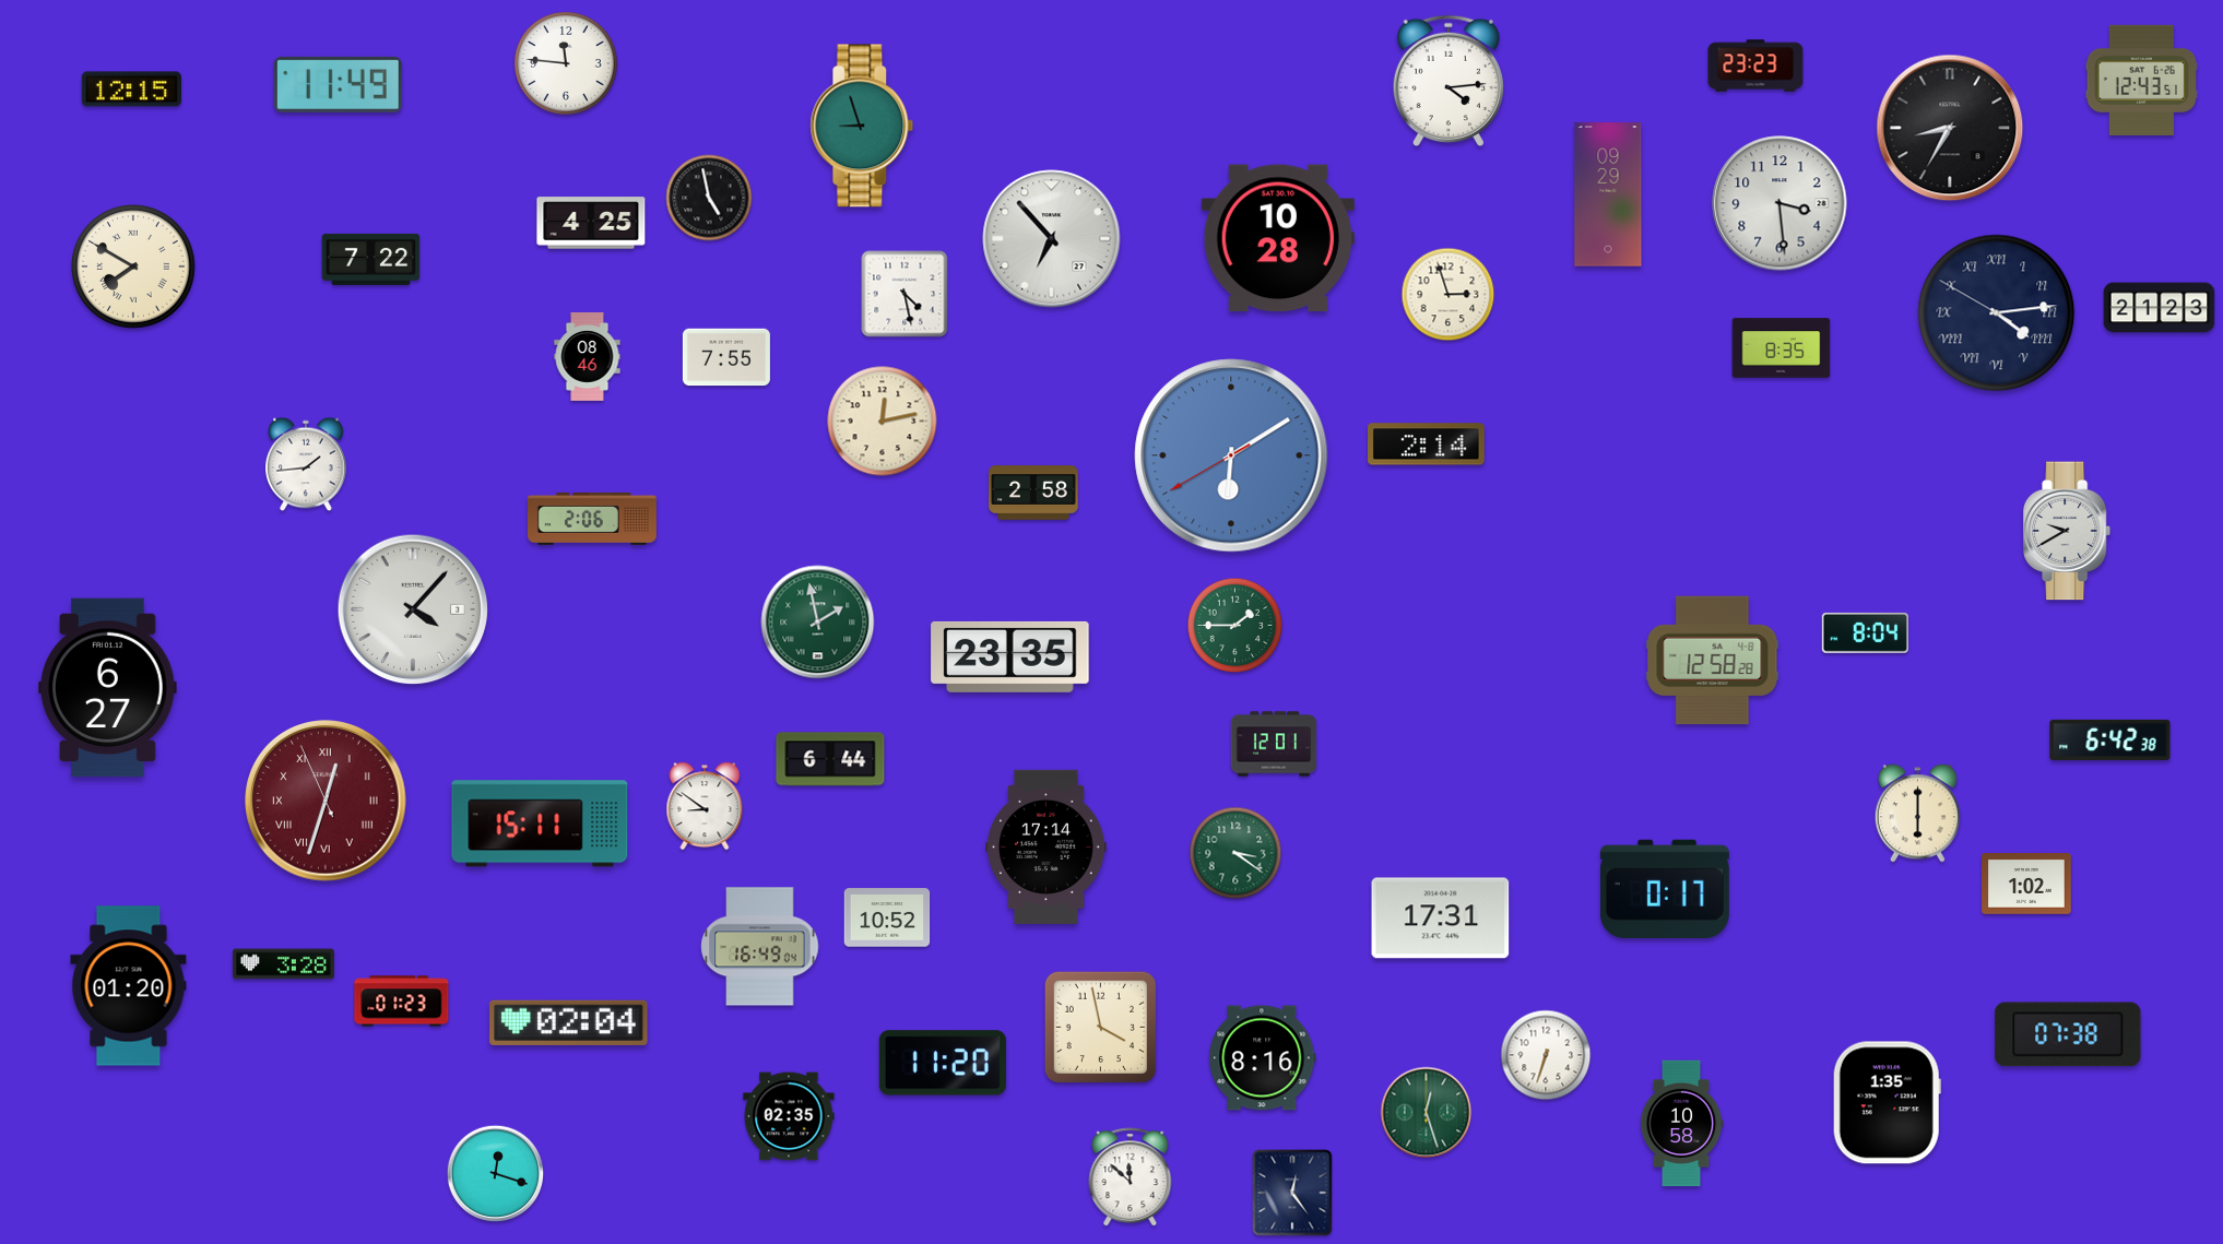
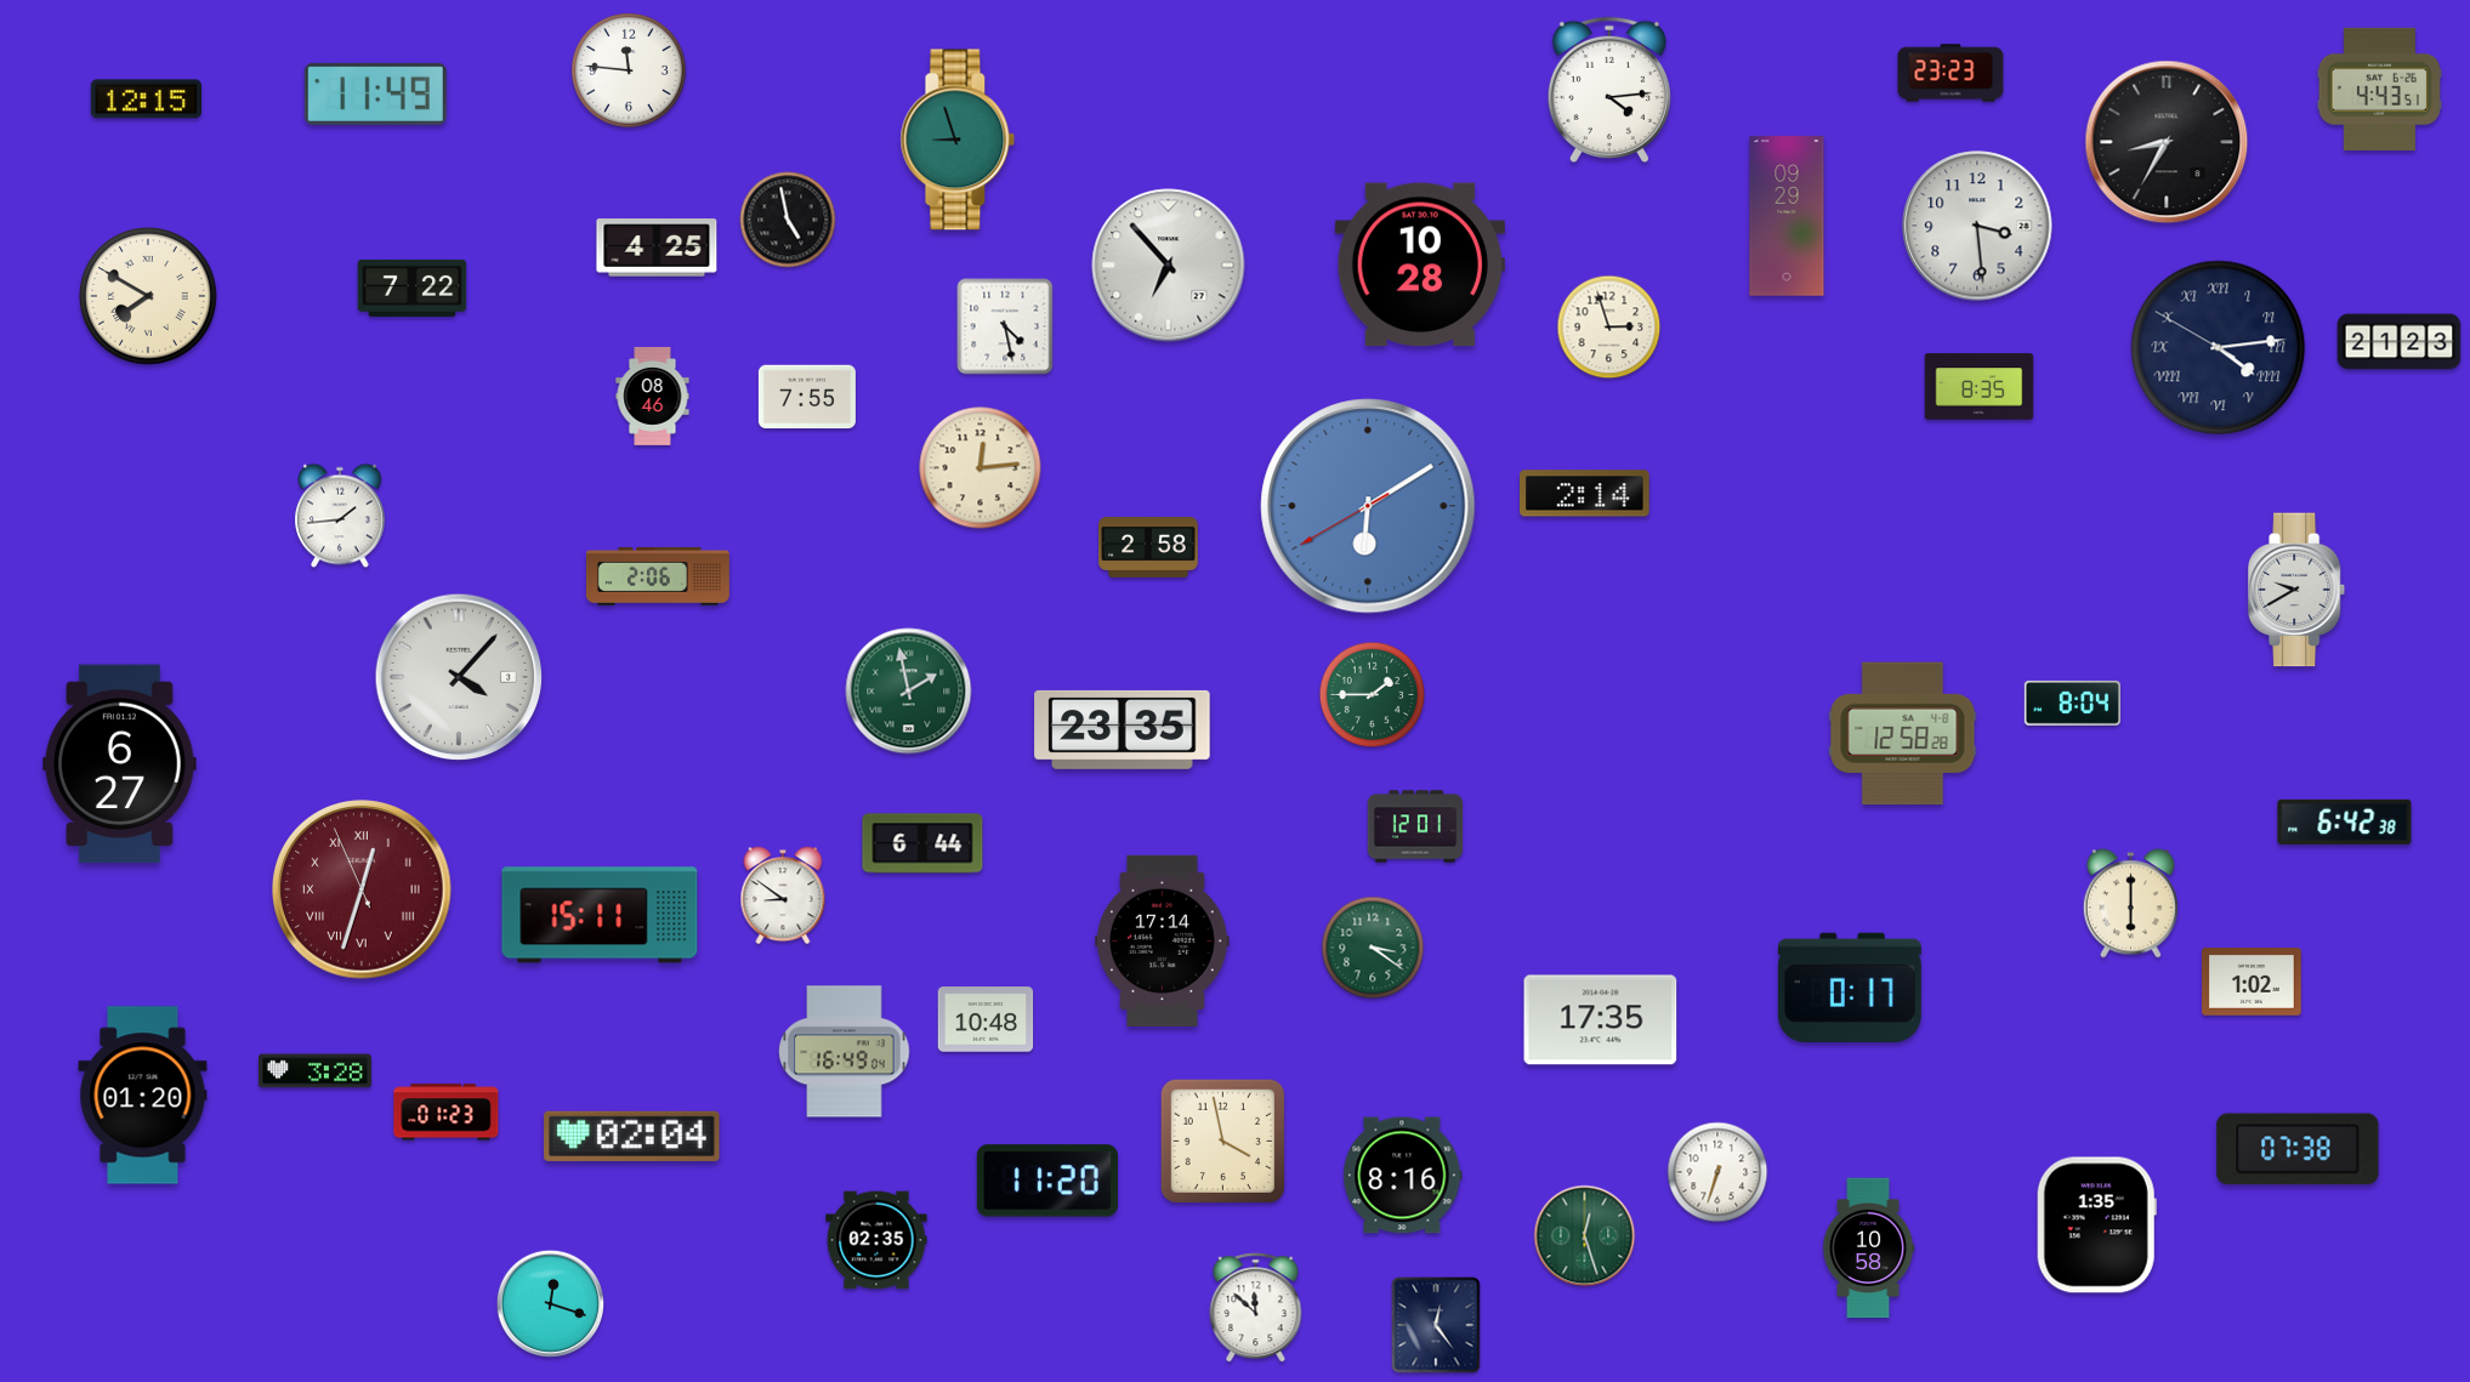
clock at (2141, 80): 12:43 -> 4:43
clock at (883, 422): 12:13 -> 12:14
clock at (887, 917): 10:52 -> 10:48
clock at (1441, 919): 17:31 -> 17:35
